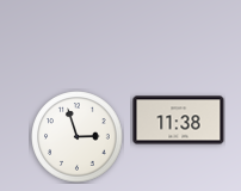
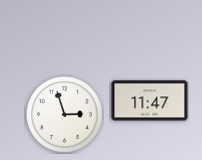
clock at (179, 121): 11:38 -> 11:47
